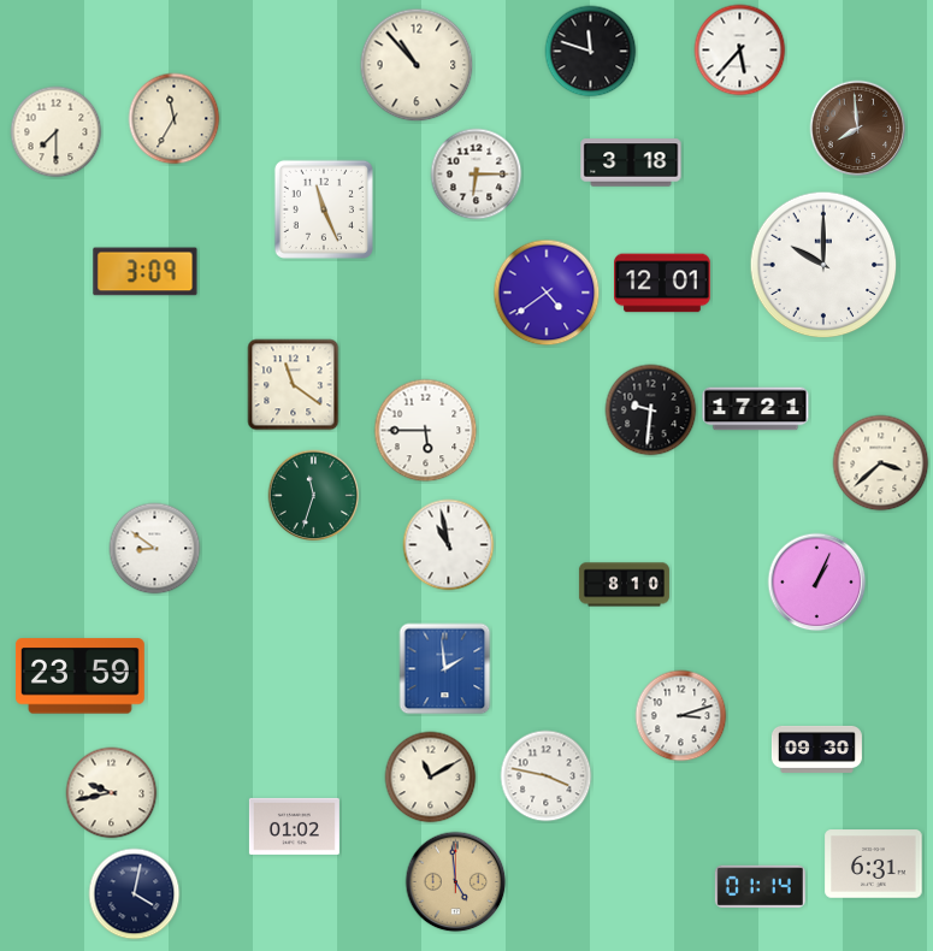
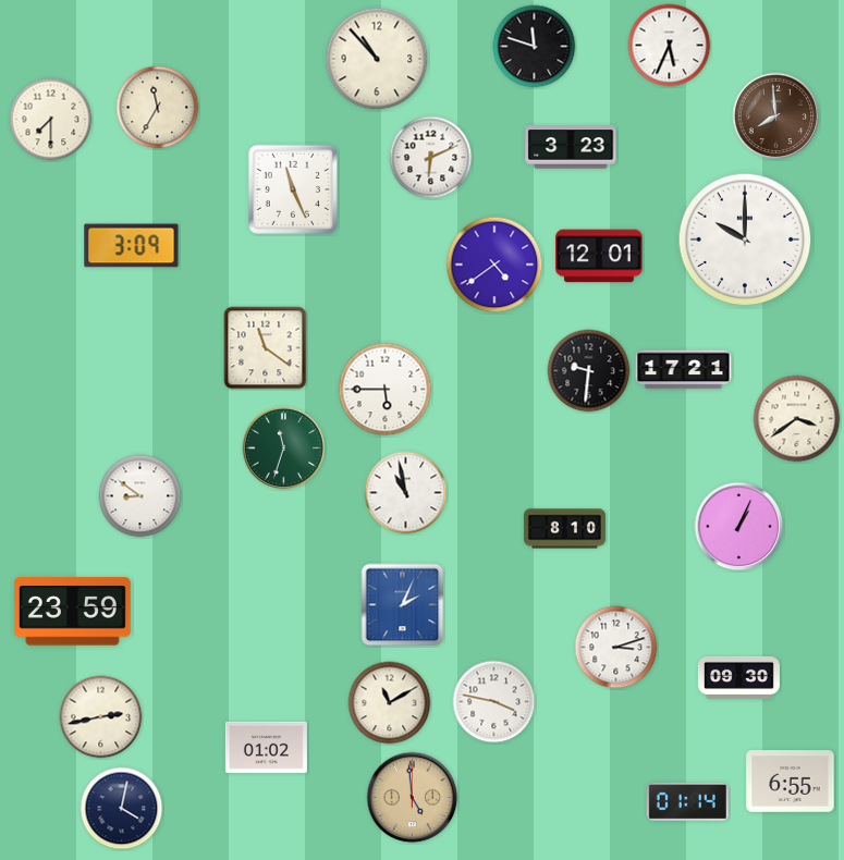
clock at (740, 51): 5:37 -> 5:34
clock at (631, 163): 3:18 -> 3:23
clock at (477, 175): 6:15 -> 6:11
clock at (881, 463): 3:38 -> 3:39
clock at (445, 669): 1:59 -> 2:04
clock at (112, 793): 9:43 -> 2:43
clock at (874, 864): 6:31 -> 6:55
